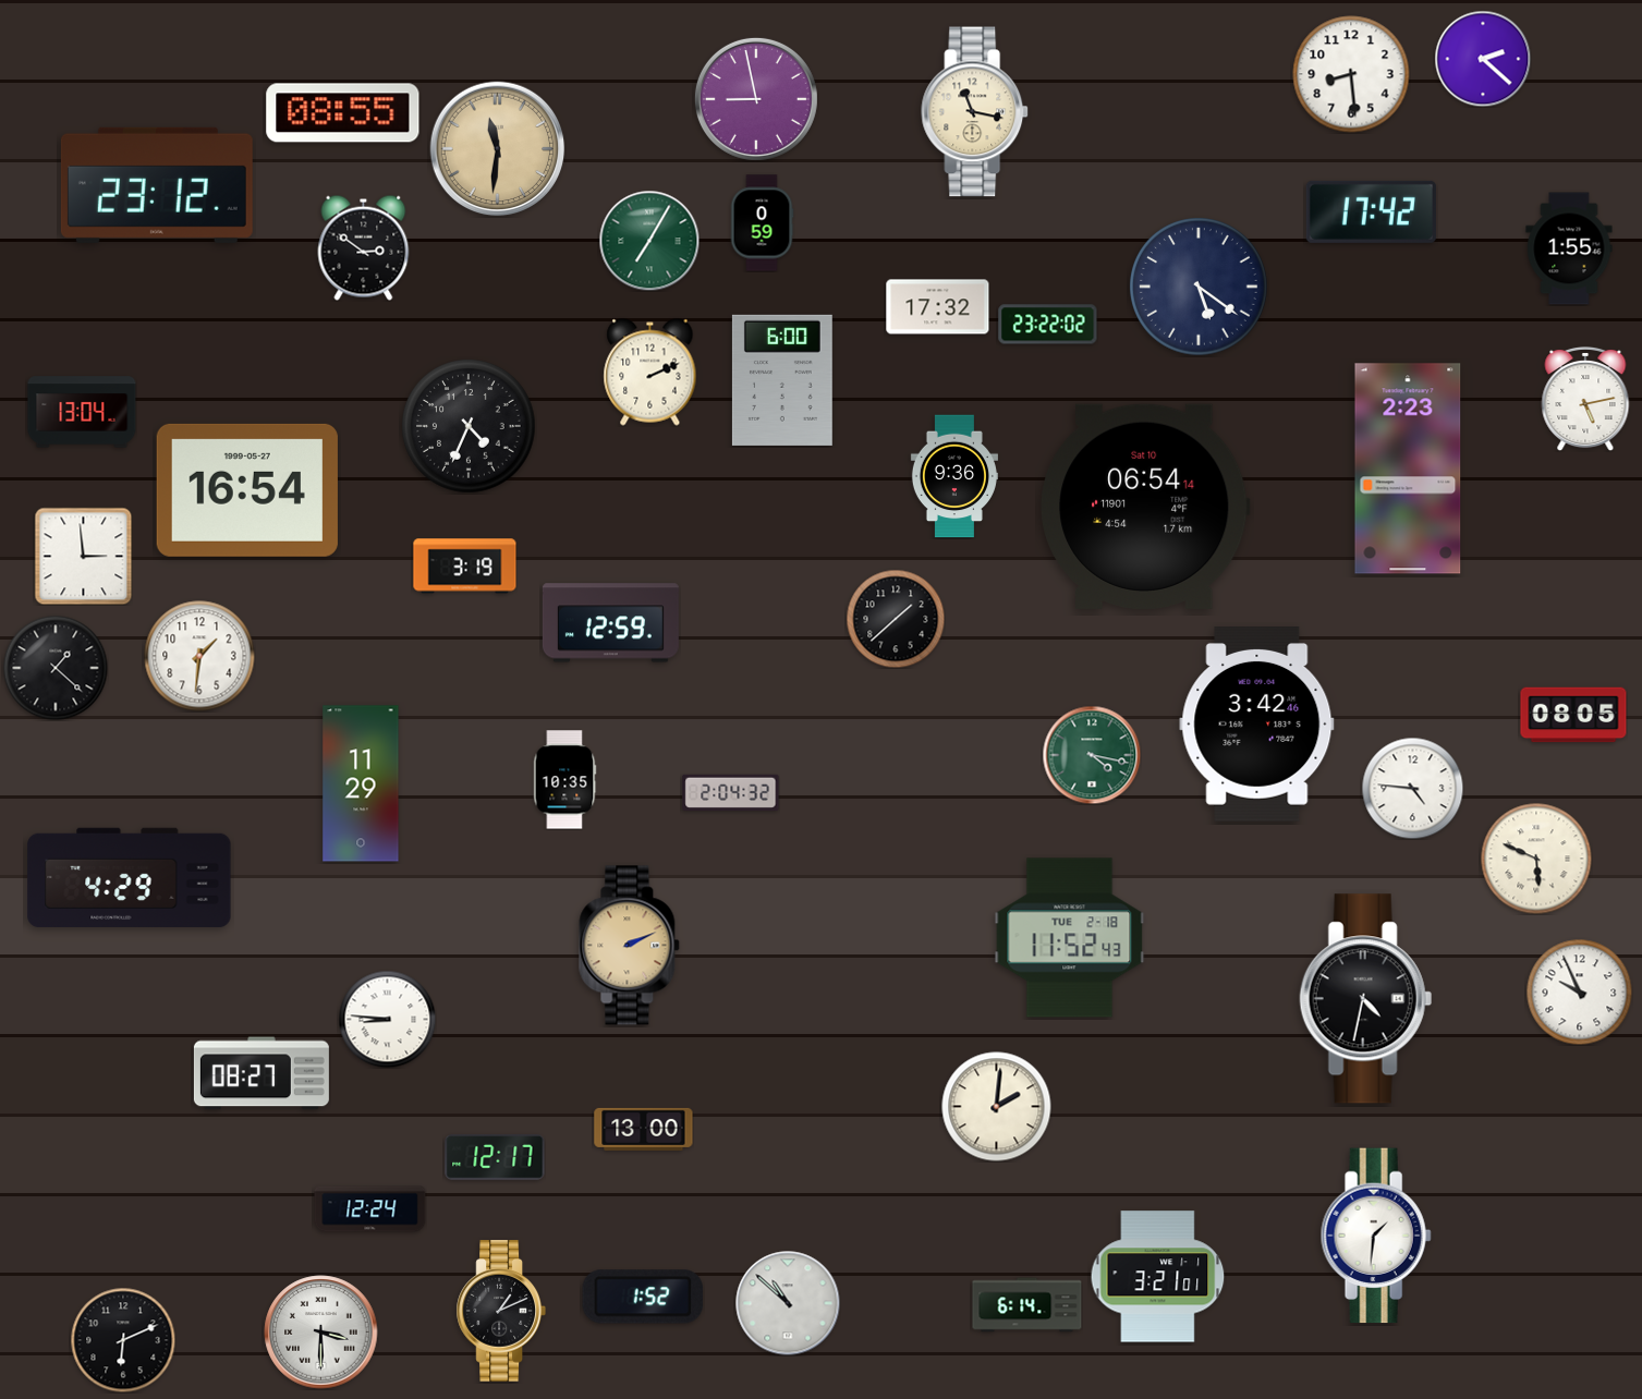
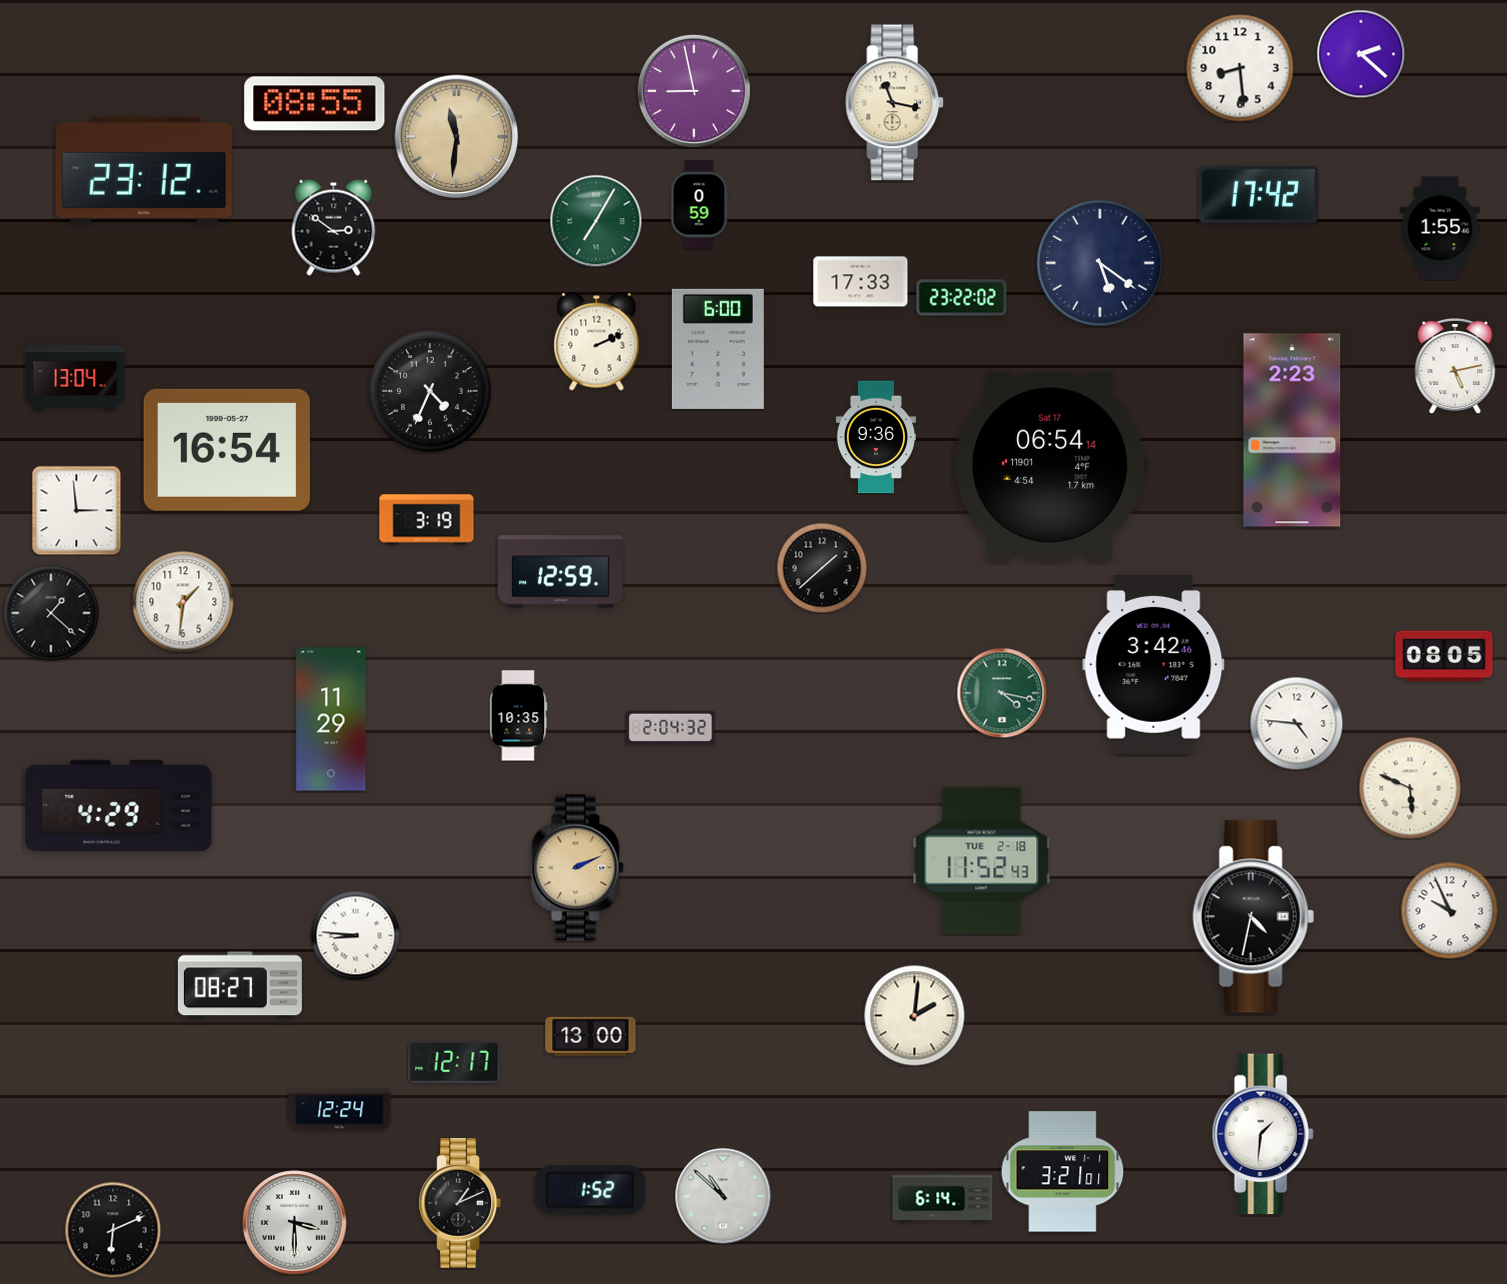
clock at (938, 307): 17:32 -> 17:33
clock at (1146, 507) date: Sat 10 -> Sat 17
